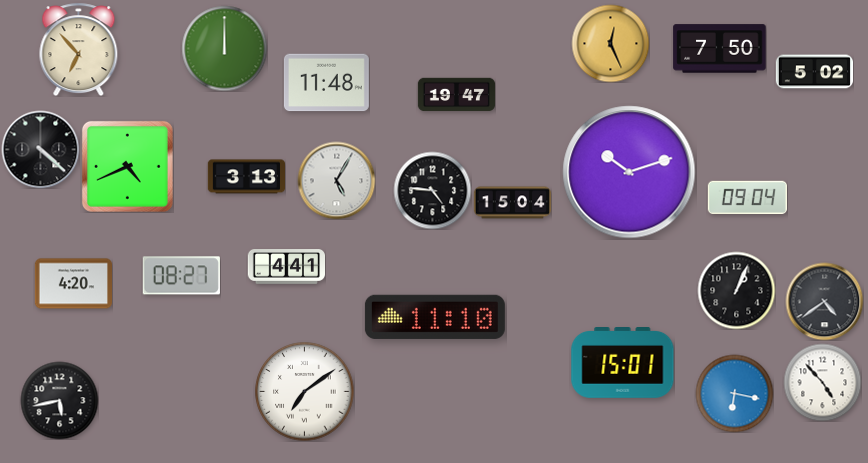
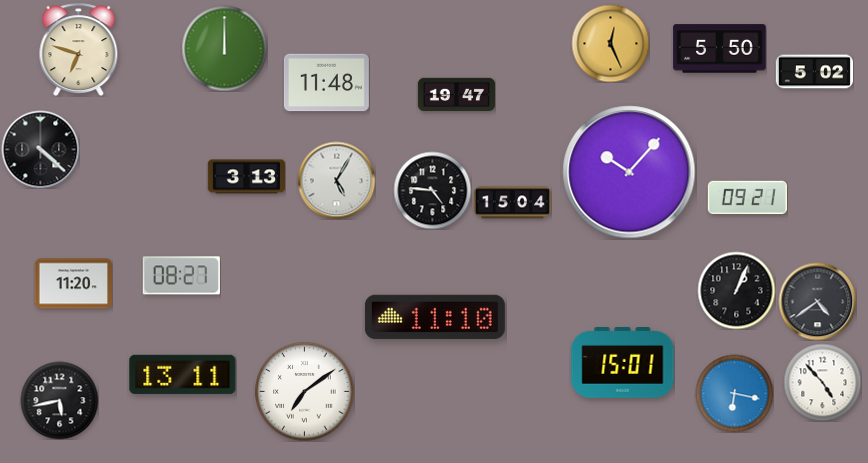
clock at (79, 49): 6:53 -> 6:48
clock at (720, 49): 7:50 -> 5:50
clock at (127, 166): 4:41 -> none
clock at (629, 172): 10:12 -> 10:07
clock at (747, 197): 09:04 -> 09:21
clock at (286, 267): 4:41 -> none
clock at (73, 284): 4:20 -> 11:20
clock at (824, 301) position: (824, 301) -> (817, 301)
clock at (183, 374): none -> 13:11
